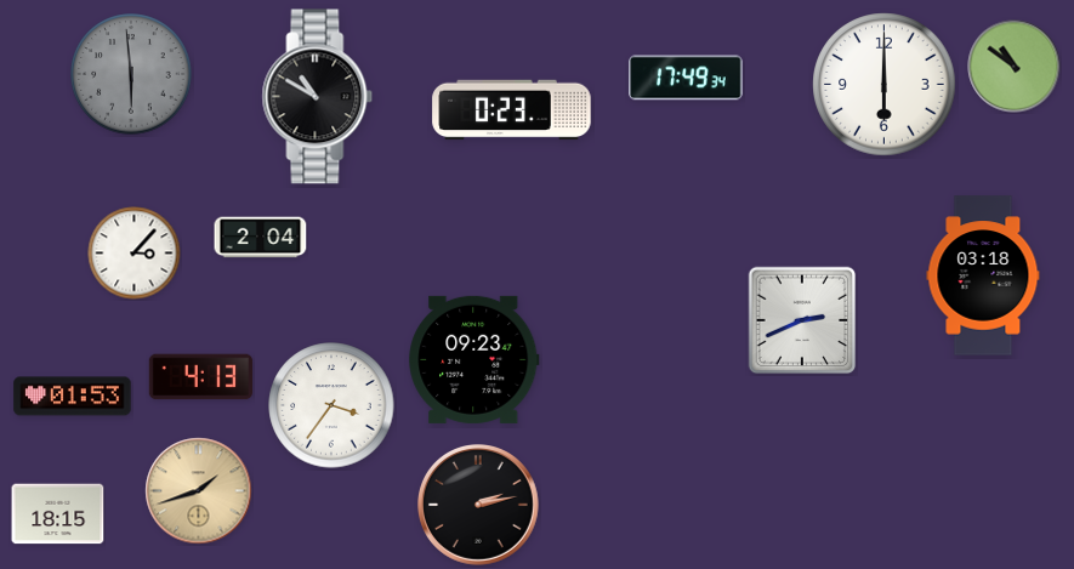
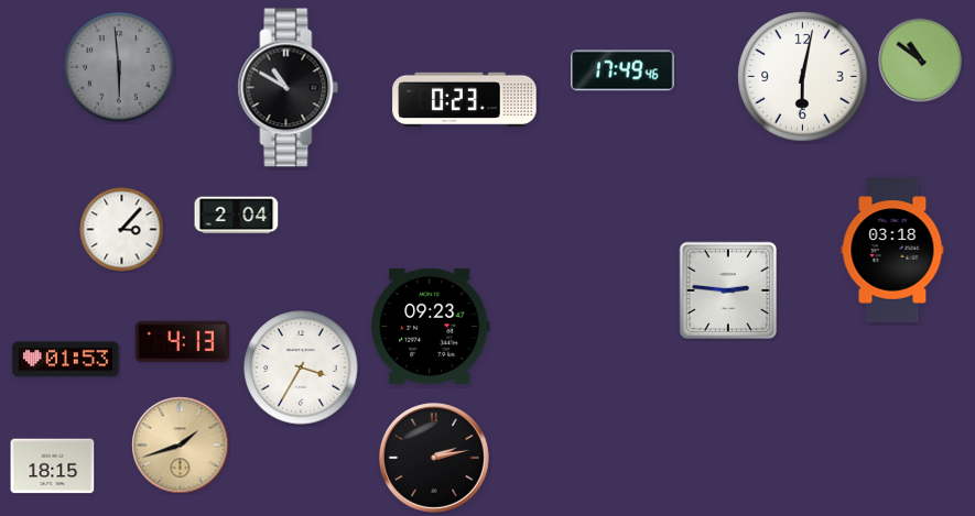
clock at (686, 78): 17:49:34 -> 17:49:46
clock at (885, 85): 6:00 -> 6:02
clock at (802, 320): 2:41 -> 2:46
clock at (331, 405): 3:36 -> 3:35
